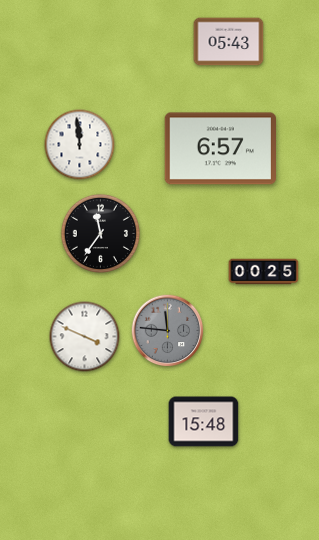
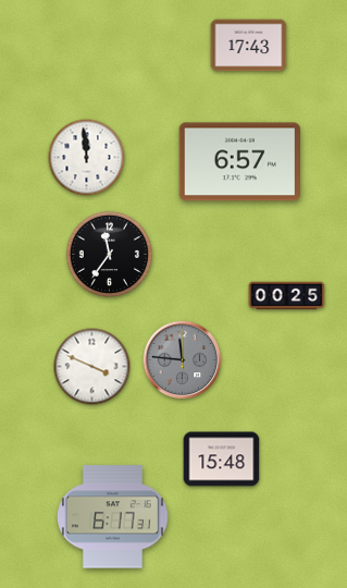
clock at (229, 42): 05:43 -> 17:43
clock at (113, 517): none -> 6:17
